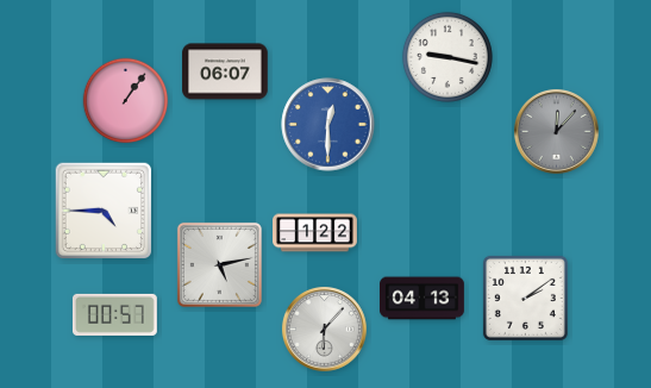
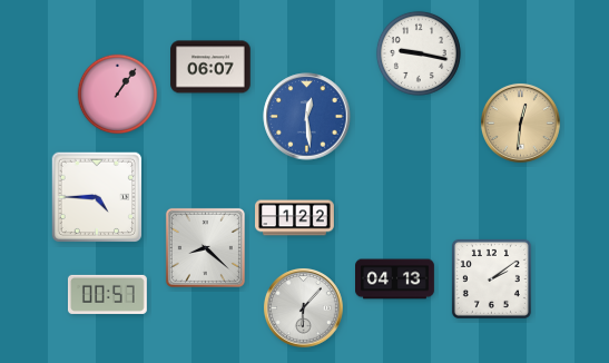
clock at (328, 125): 12:30 -> 12:29
clock at (557, 132): 12:07 -> 12:31
clock at (557, 132) dial: grey -> champagne
clock at (219, 264): 5:13 -> 8:22
